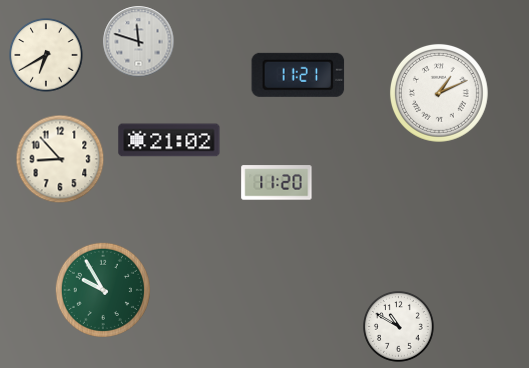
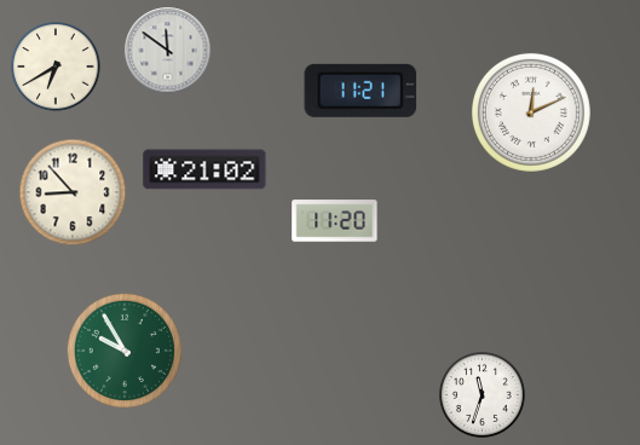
clock at (139, 42): 11:48 -> 11:51
clock at (439, 93): 1:11 -> 12:11
clock at (399, 327): 10:50 -> 11:33
